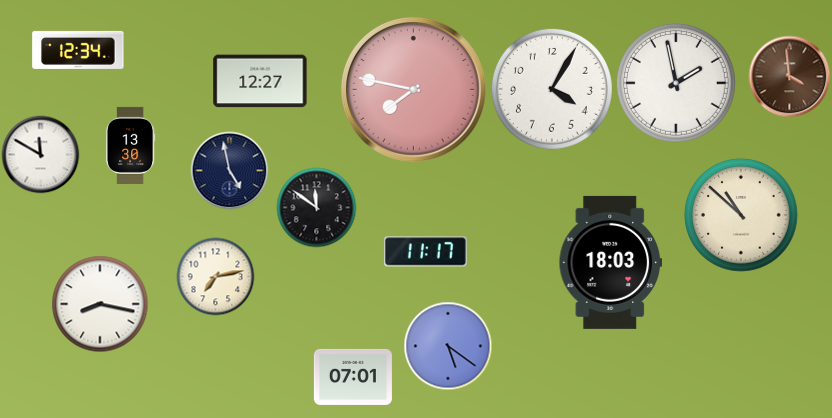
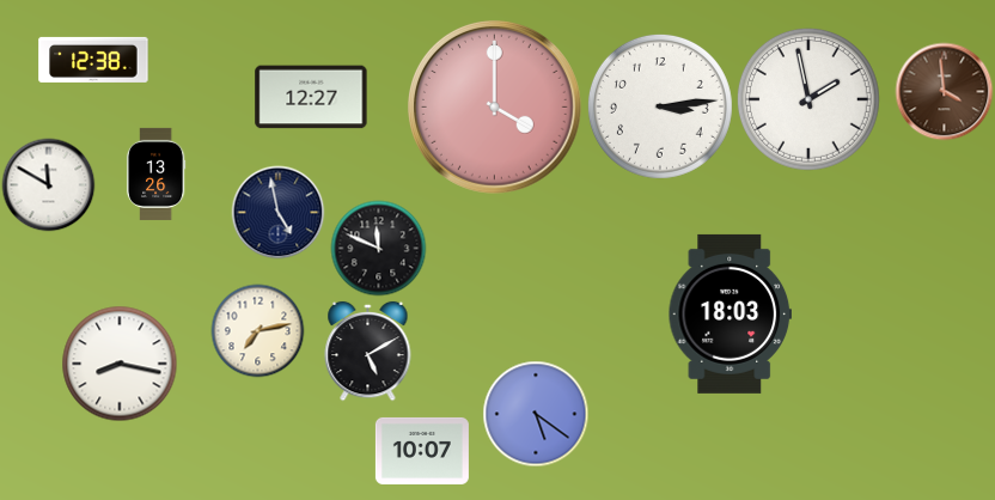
clock at (78, 50): 12:34 -> 12:38
clock at (413, 89): 7:47 -> 4:00
clock at (552, 89): 4:05 -> 3:14
clock at (130, 145): 13:30 -> 13:26
clock at (229, 170) position: (229, 170) -> (277, 212)
clock at (316, 207): 11:51 -> 11:49
clock at (741, 215): 10:52 -> none
clock at (425, 252): 11:17 -> none
clock at (368, 350): none -> 5:10
clock at (353, 377): 07:01 -> 10:07
